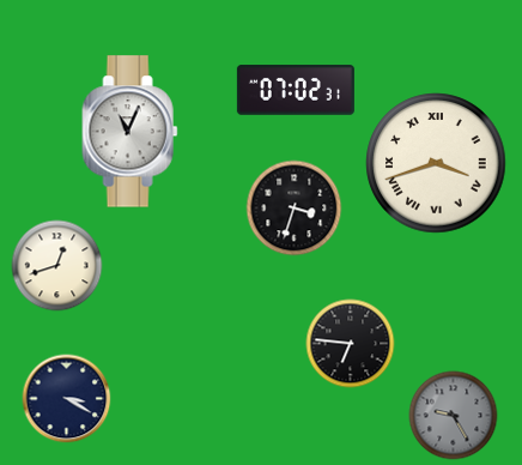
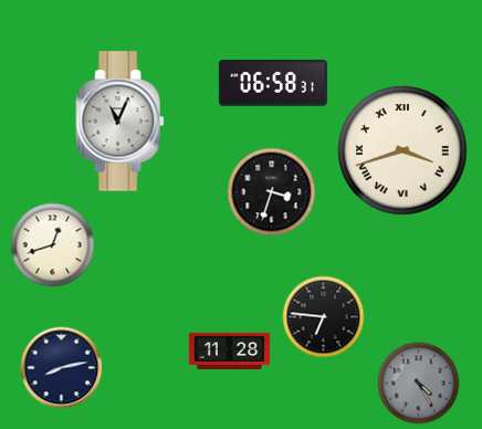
clock at (296, 90): 07:02 -> 06:58
clock at (230, 350): none -> 11:28
clock at (67, 399): 3:20 -> 8:13
clock at (454, 416): 9:25 -> 4:25
